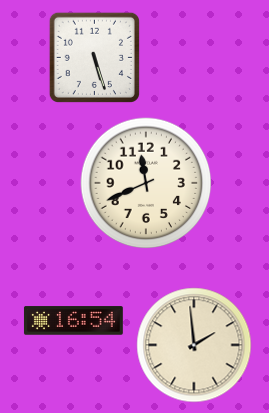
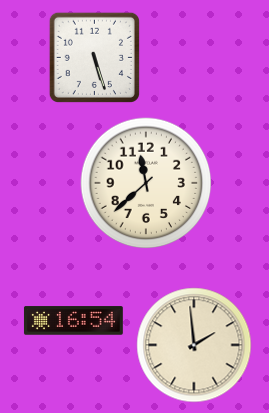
clock at (146, 183): 11:41 -> 11:38
